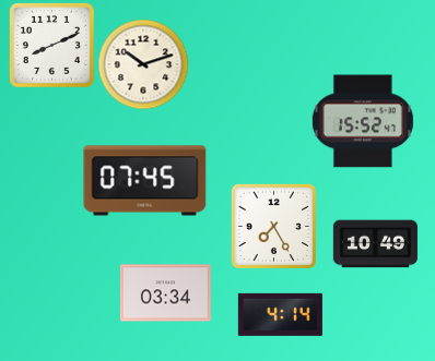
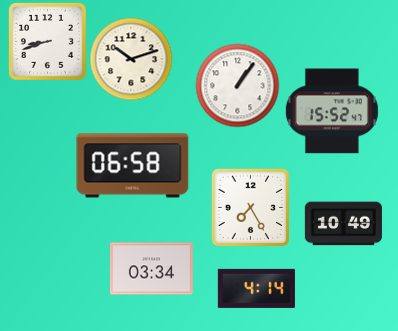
clock at (51, 45): 8:11 -> 8:42
clock at (237, 85): none -> 1:06
clock at (145, 181): 07:45 -> 06:58
